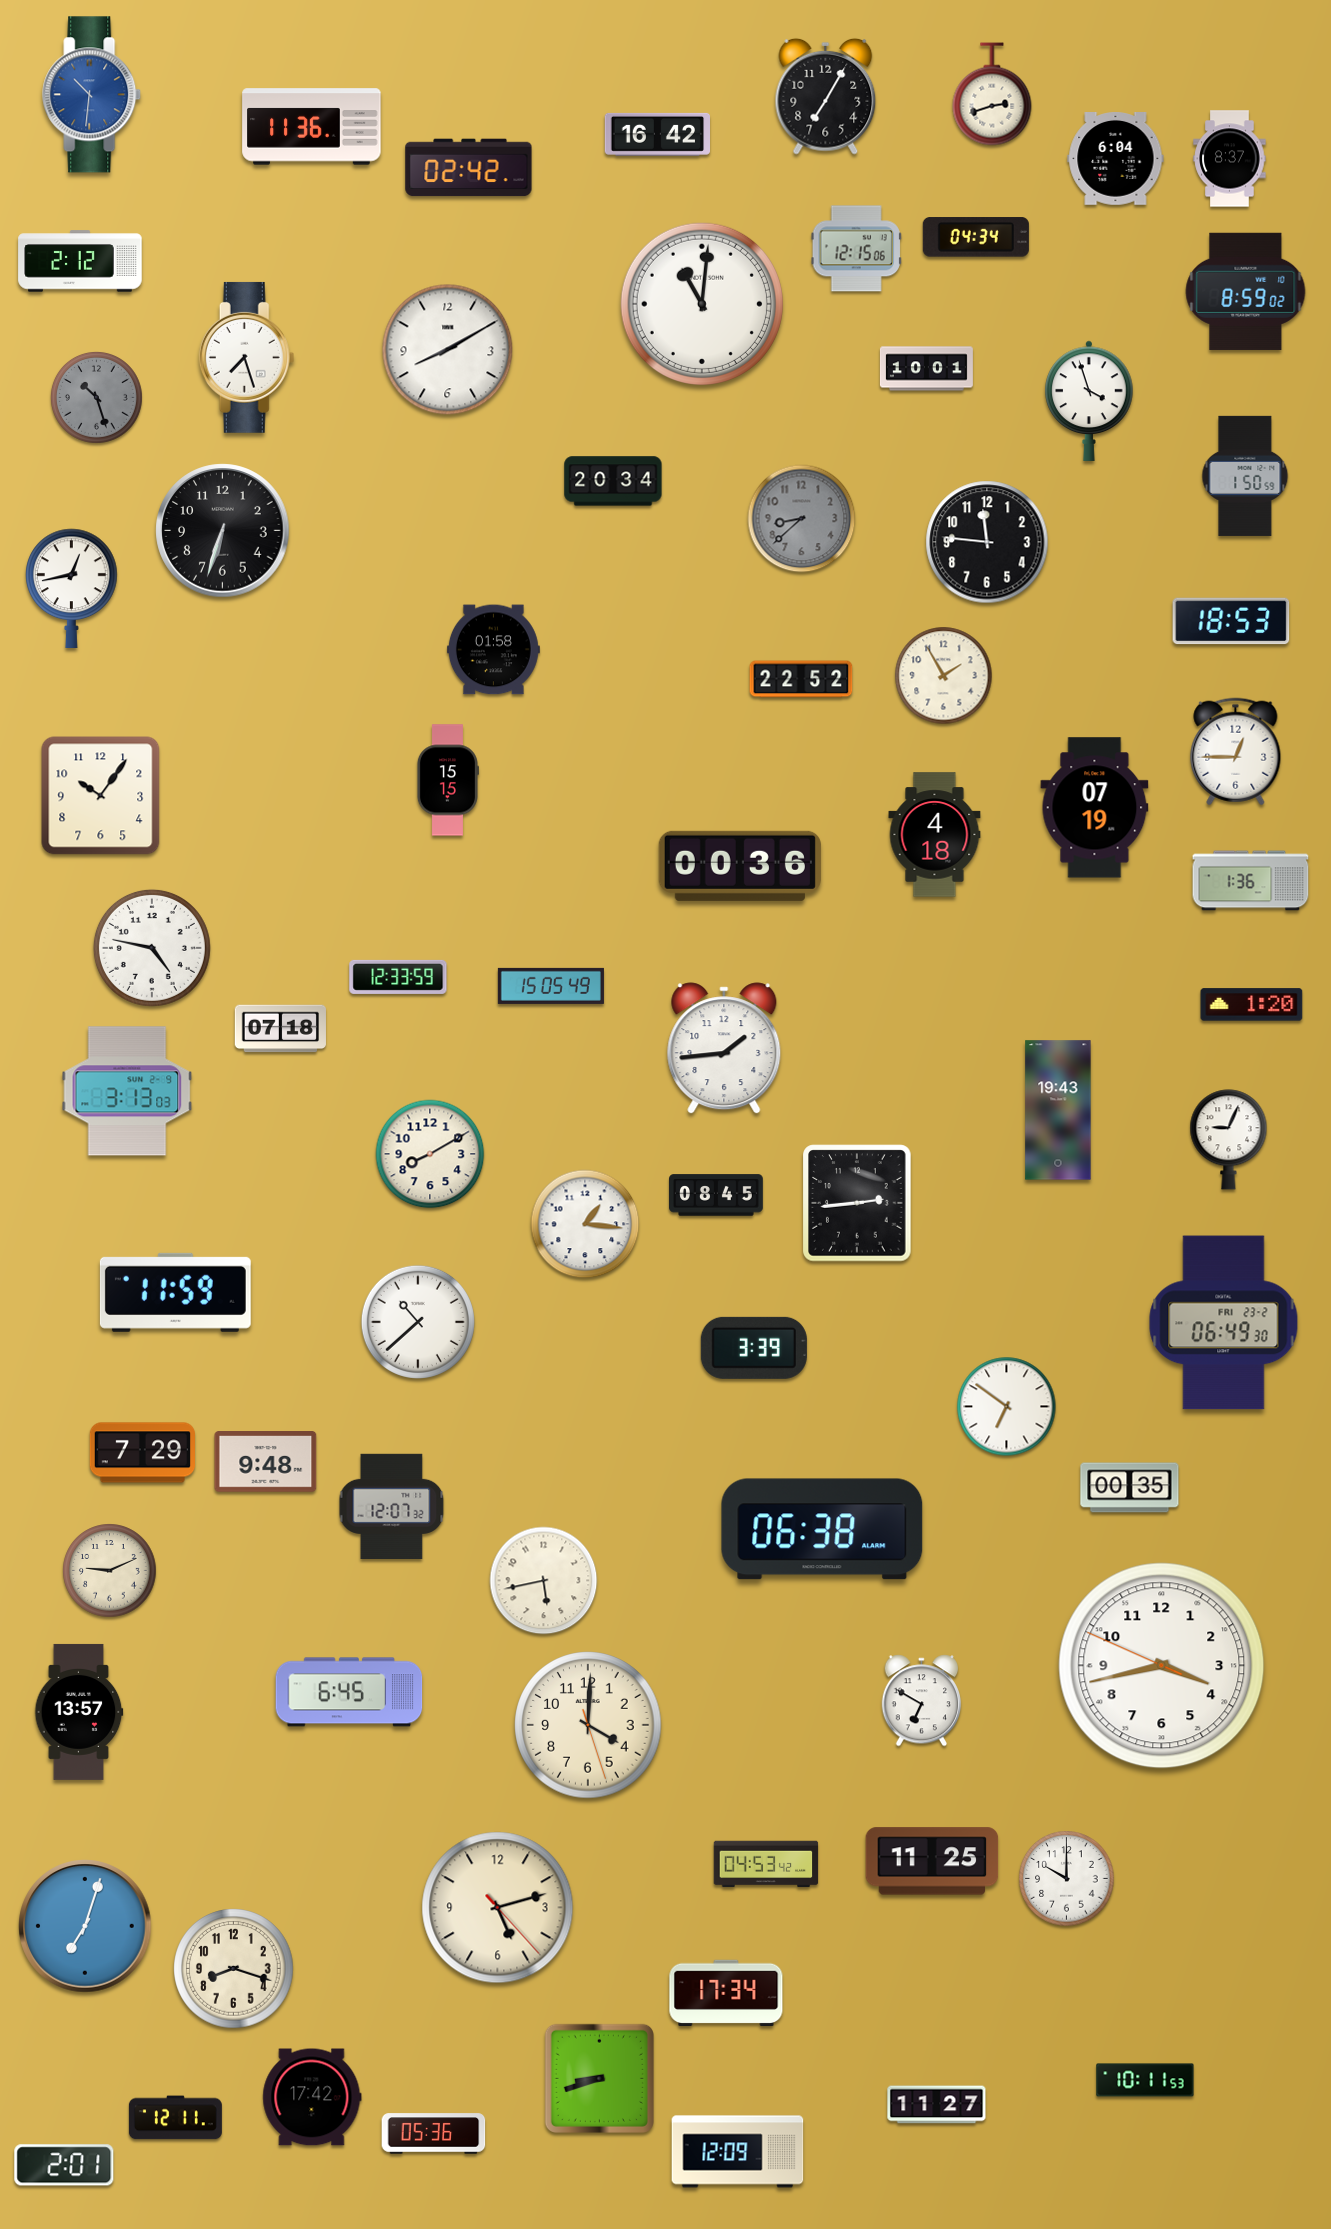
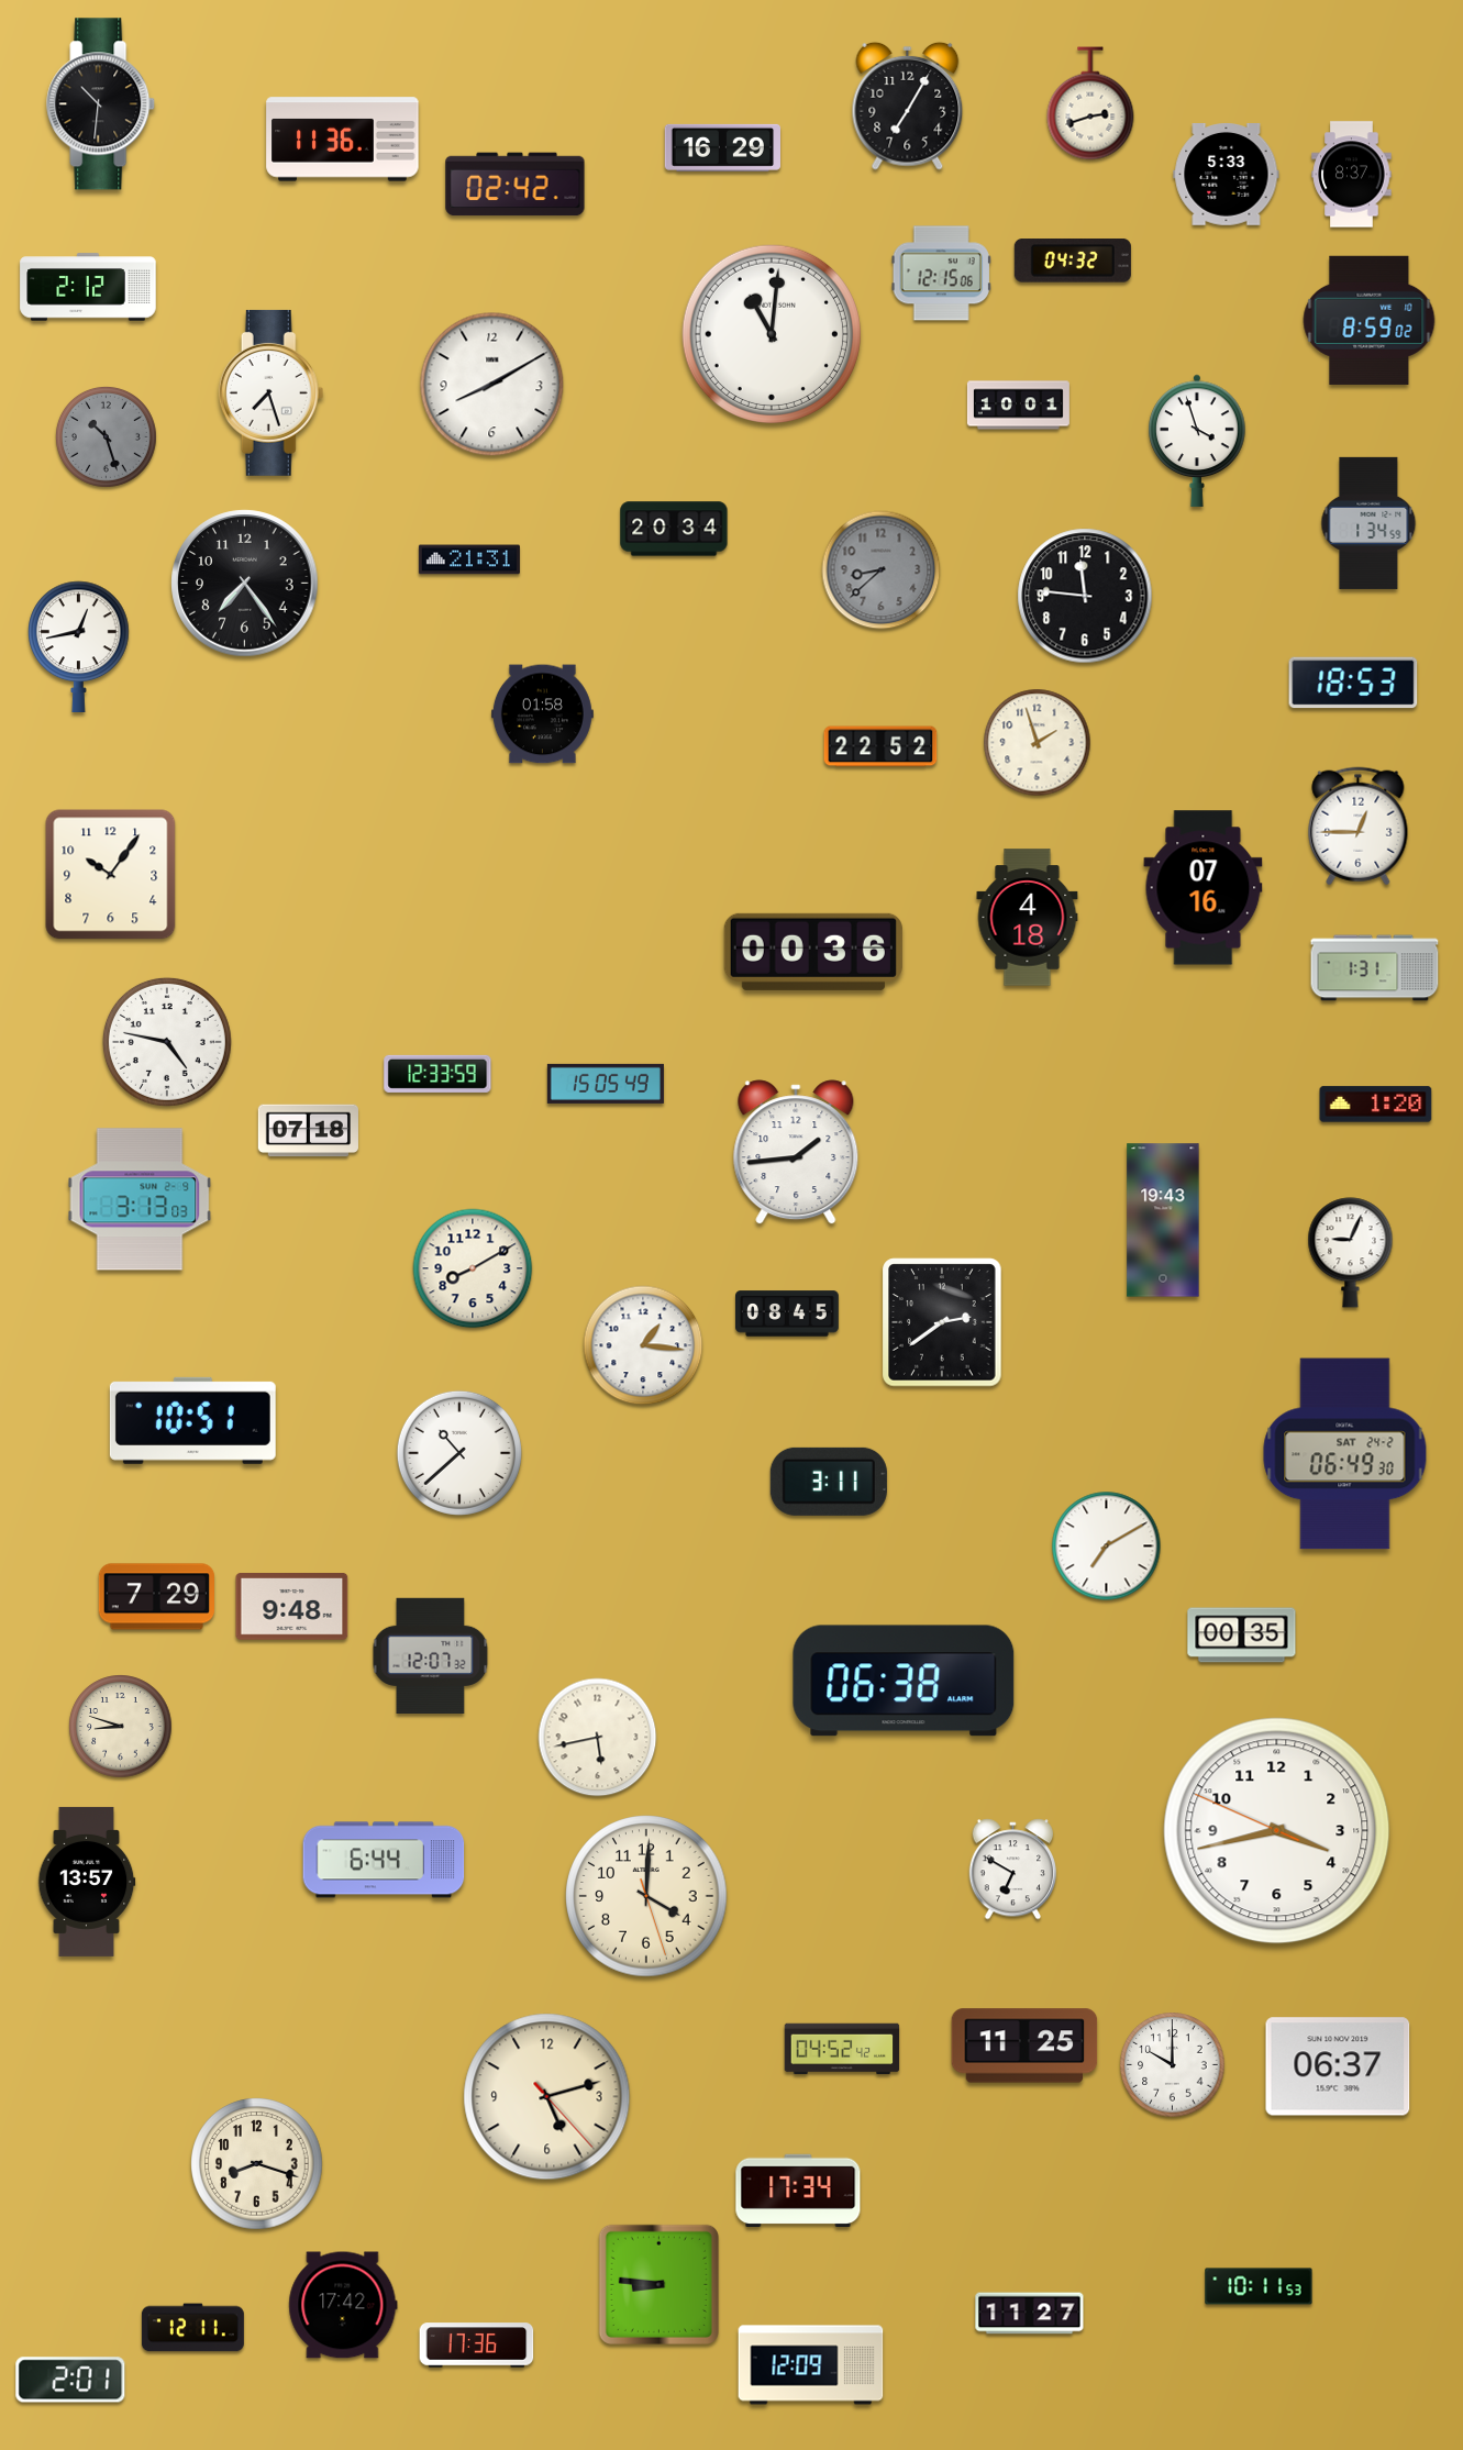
clock at (92, 95) dial: blue -> black
clock at (657, 134): 16:42 -> 16:29
clock at (1116, 159): 6:04 -> 5:33
clock at (976, 237): 04:34 -> 04:32
clock at (1245, 476): 1:50 -> 1:34
clock at (469, 559): none -> 21:31
clock at (223, 531): 6:33 -> 7:24
clock at (944, 676): 1:55 -> 1:57
clock at (447, 780): 15:15 -> none
clock at (1095, 808): 07:19 -> 07:16
clock at (1251, 881): 1:36 -> 1:31
clock at (857, 1203): 2:44 -> 2:39
clock at (175, 1292): 11:59 -> 10:51
clock at (1224, 1323) date: FRI 23-2 -> SAT 24-2
clock at (754, 1348): 3:39 -> 3:11
clock at (1007, 1407): 6:51 -> 7:10
clock at (110, 1571): 9:11 -> 8:48
clock at (349, 1692): 6:45 -> 6:44
clock at (766, 1864): 04:53 -> 04:52
clock at (1338, 2066): none -> 06:37
clock at (85, 1926): 7:03 -> none
clock at (599, 2078): 8:42 -> 8:46
clock at (434, 2134): 05:36 -> 17:36
